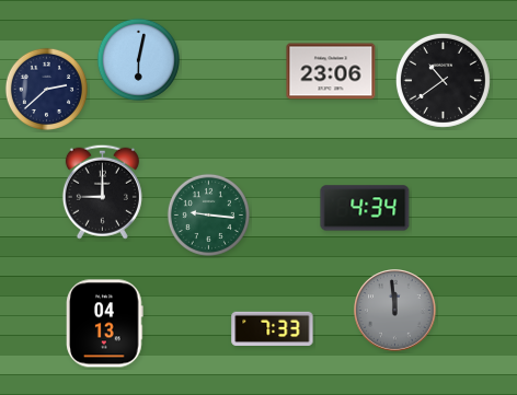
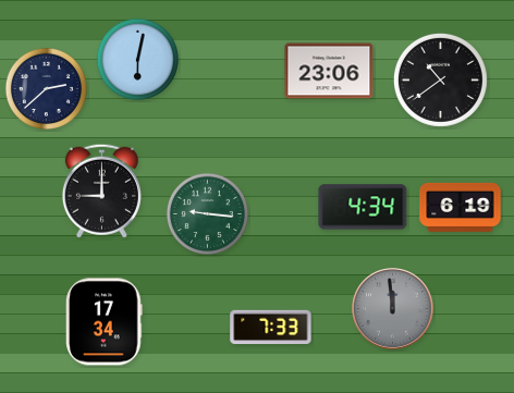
clock at (461, 207): none -> 6:19
clock at (105, 324): 04:13 -> 17:34
